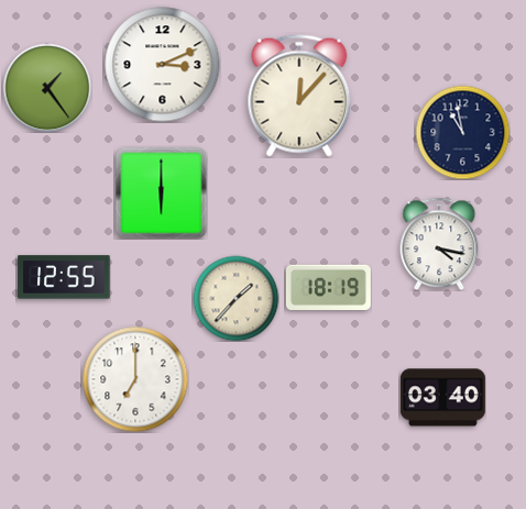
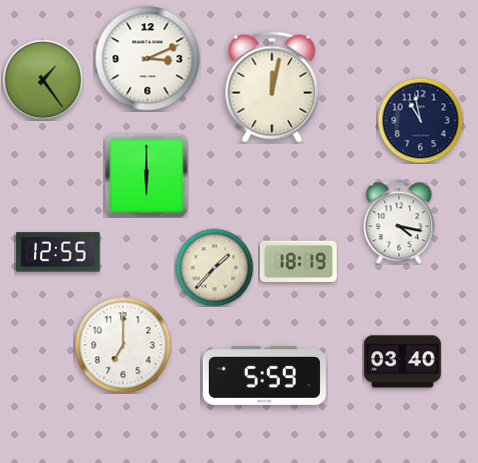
clock at (299, 96): 12:07 -> 12:02
clock at (235, 298) position: (235, 298) -> (214, 267)
clock at (264, 375): none -> 5:59
